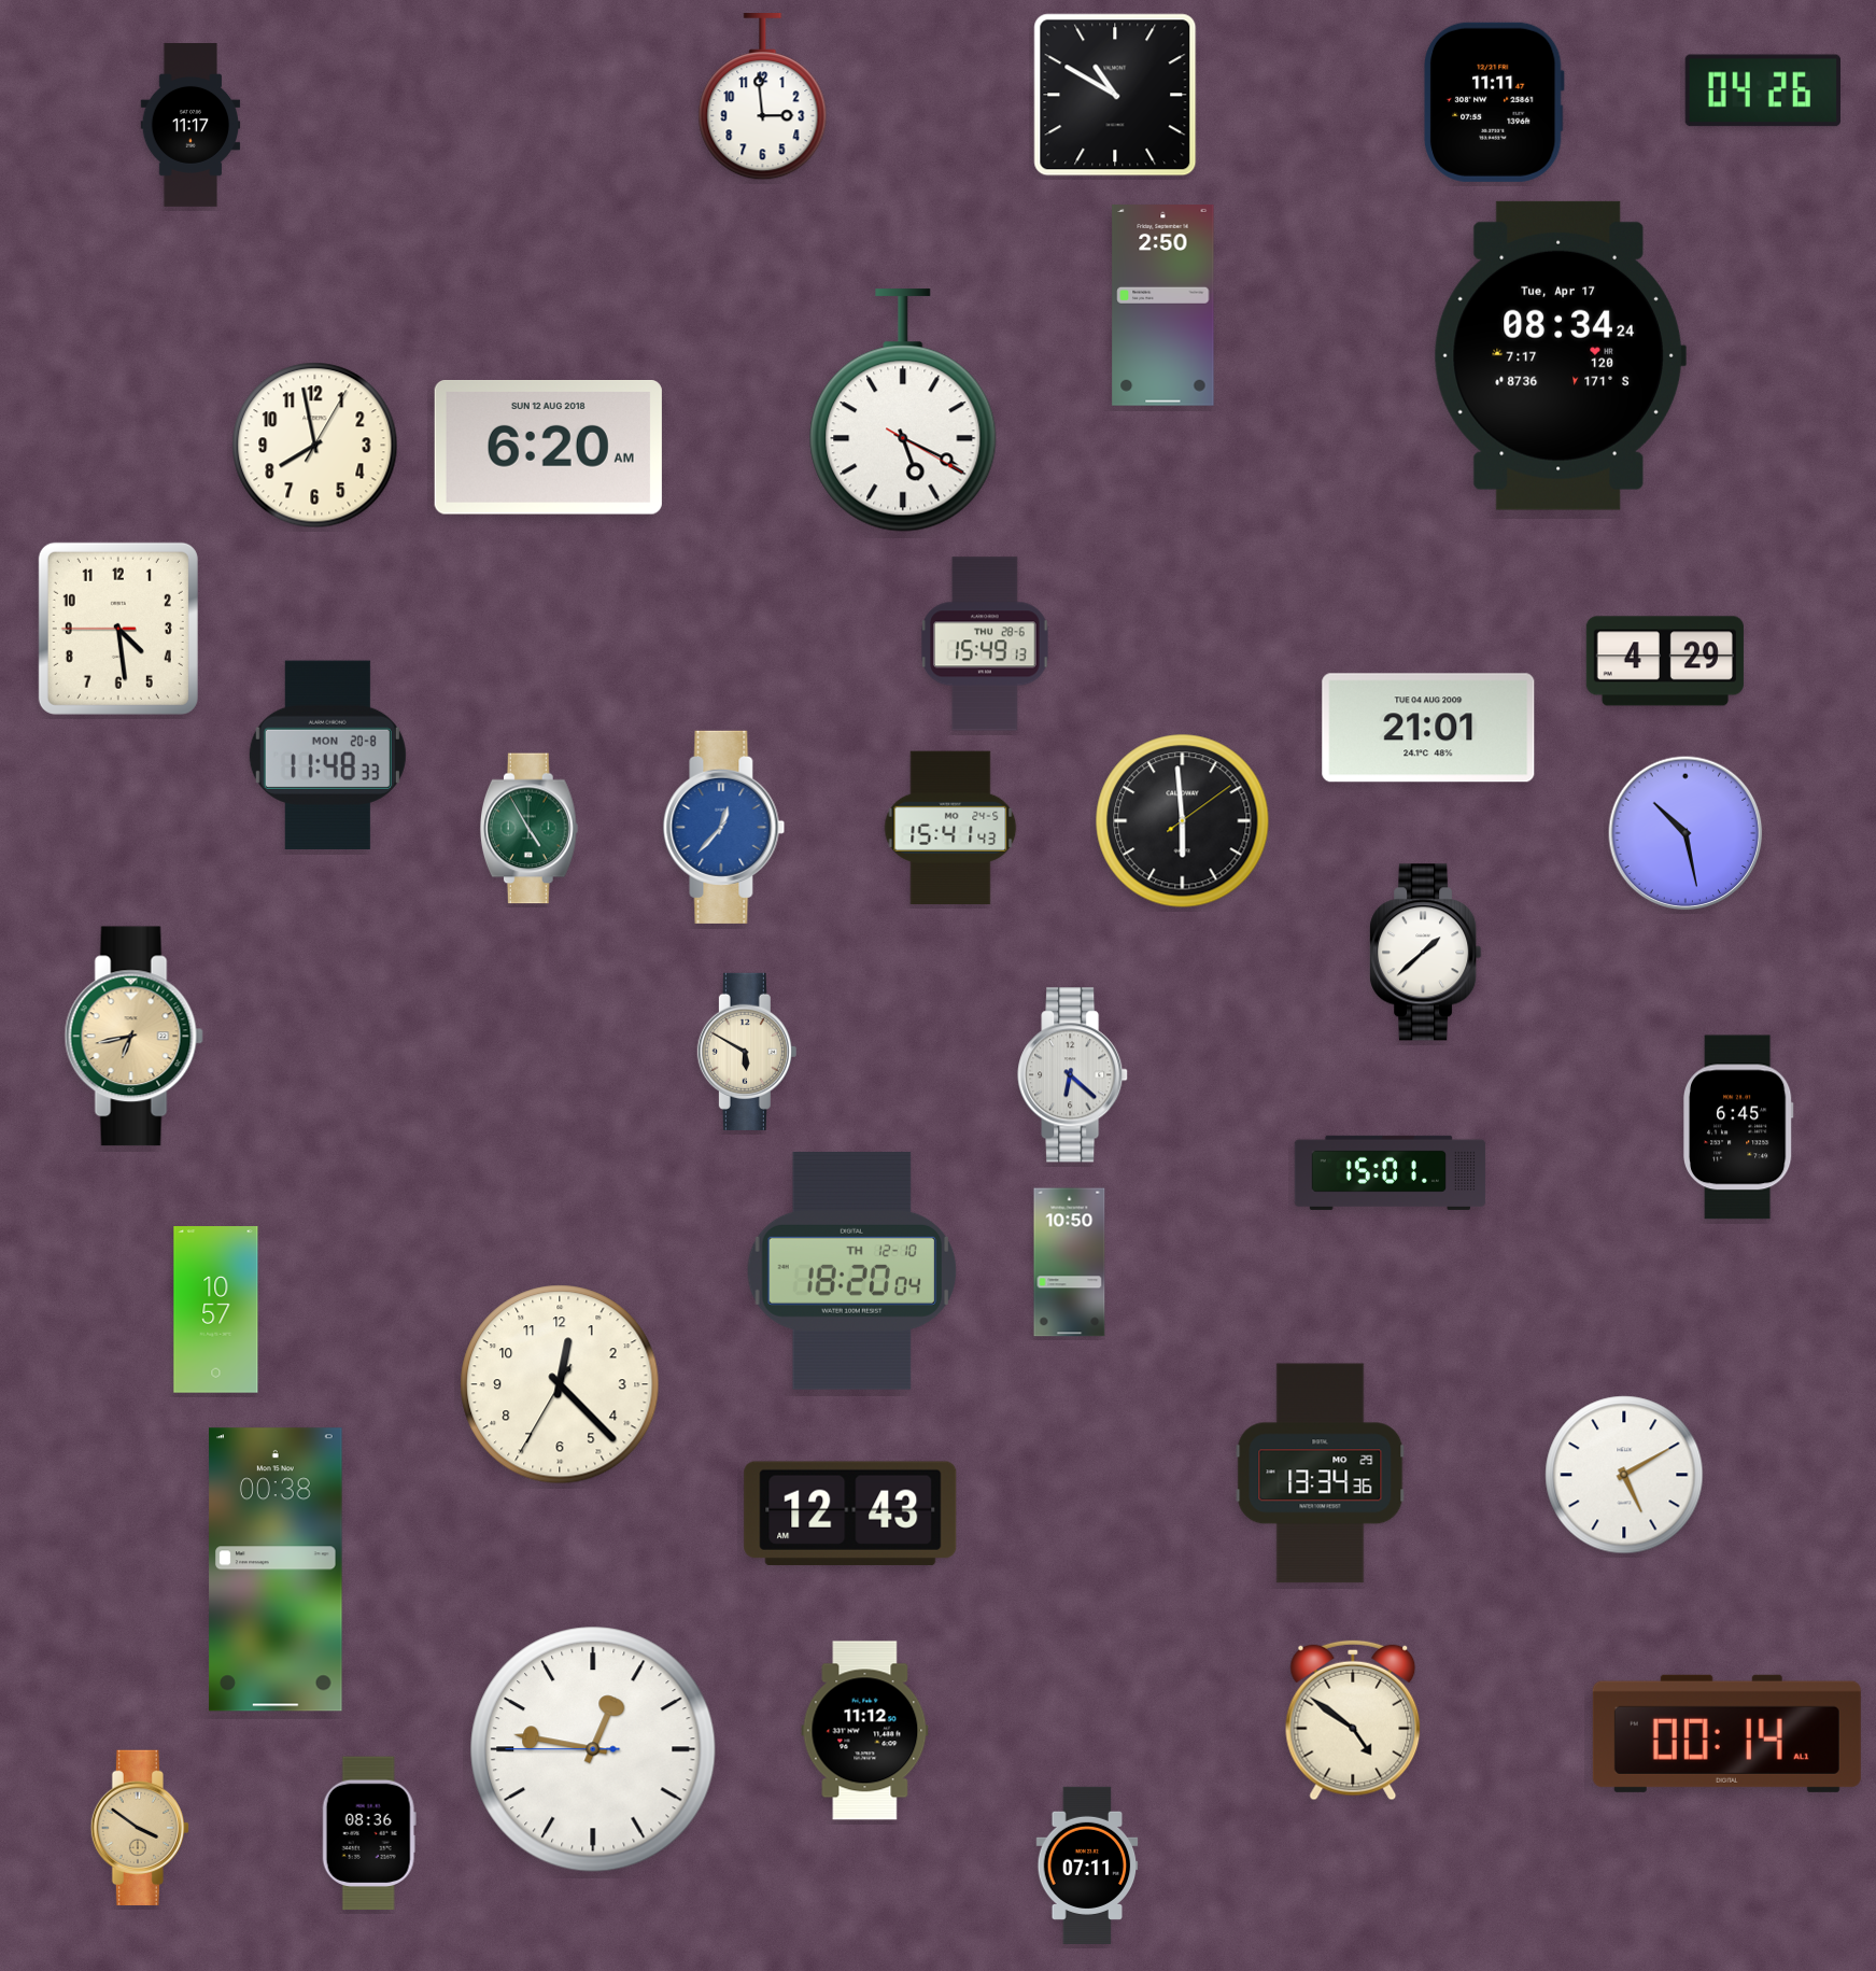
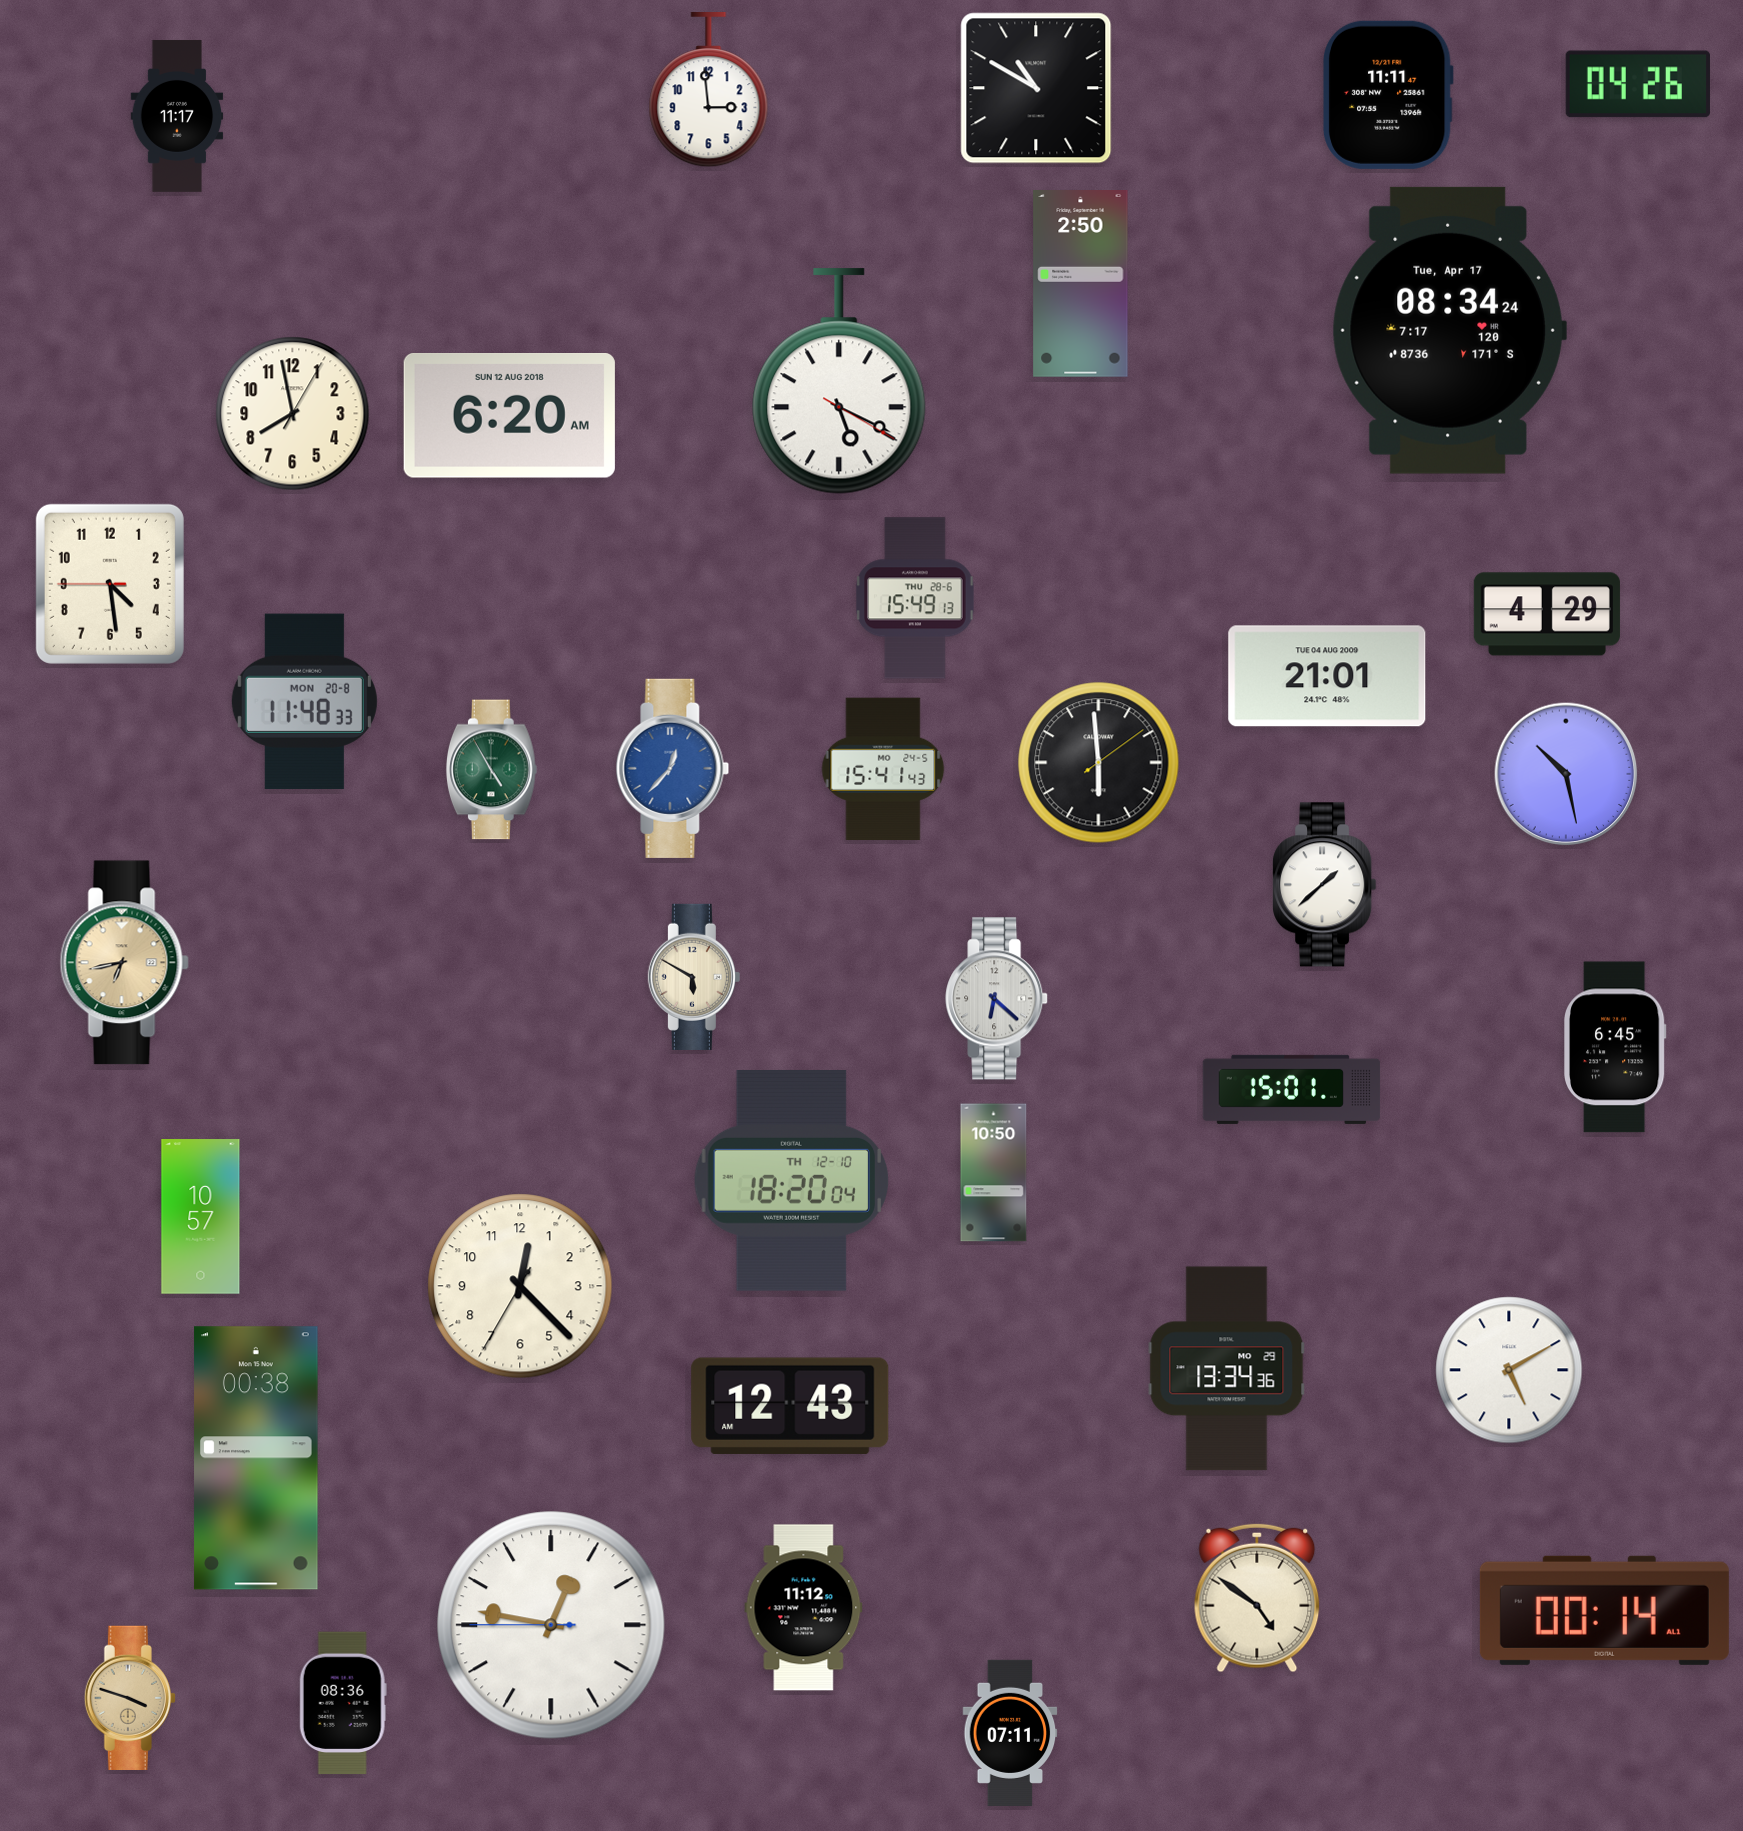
clock at (140, 1827): 3:51 -> 3:48
